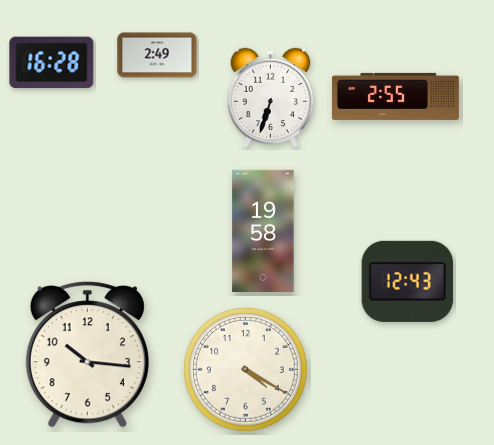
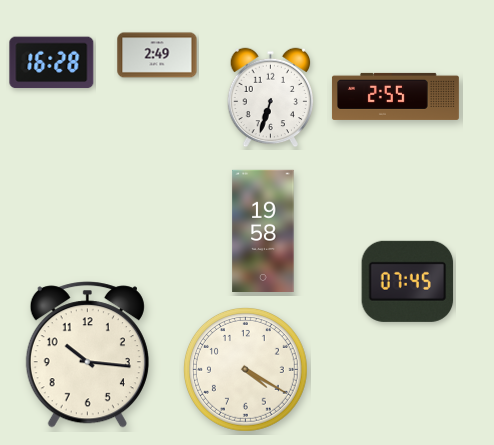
clock at (408, 281): 12:43 -> 07:45
